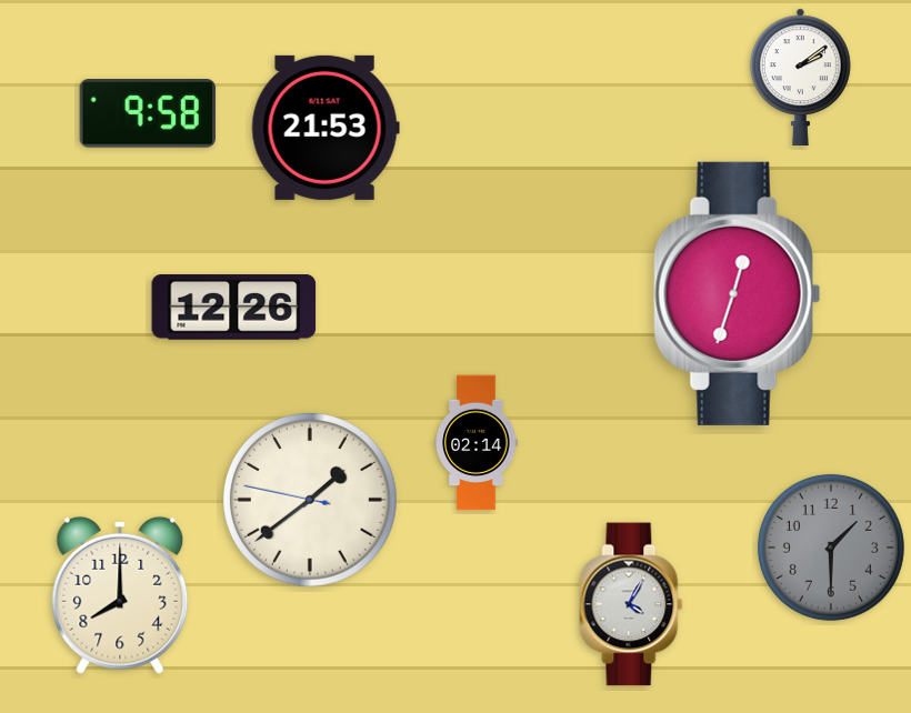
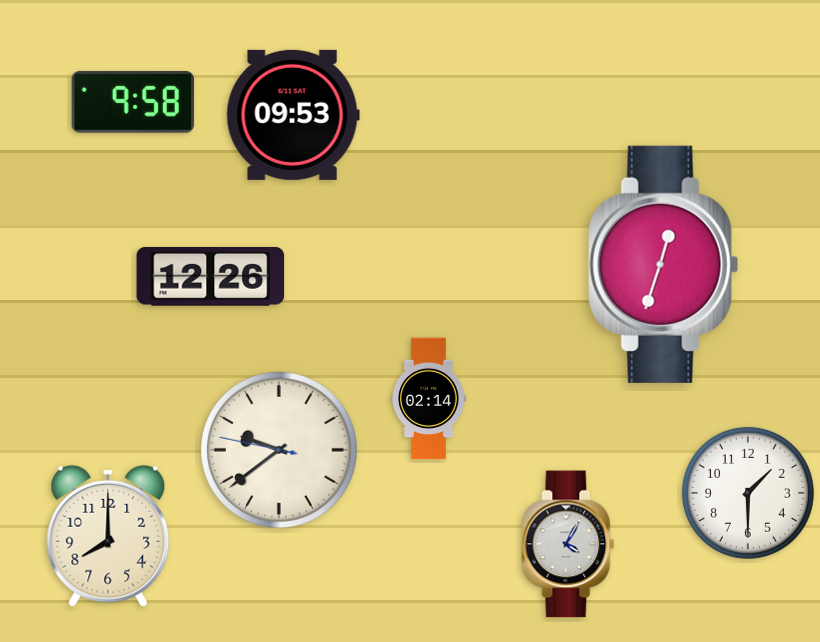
clock at (800, 77): 2:09 -> none
clock at (326, 128): 21:53 -> 09:53
clock at (311, 501): 1:38 -> 9:38
clock at (831, 548) dial: grey -> white
